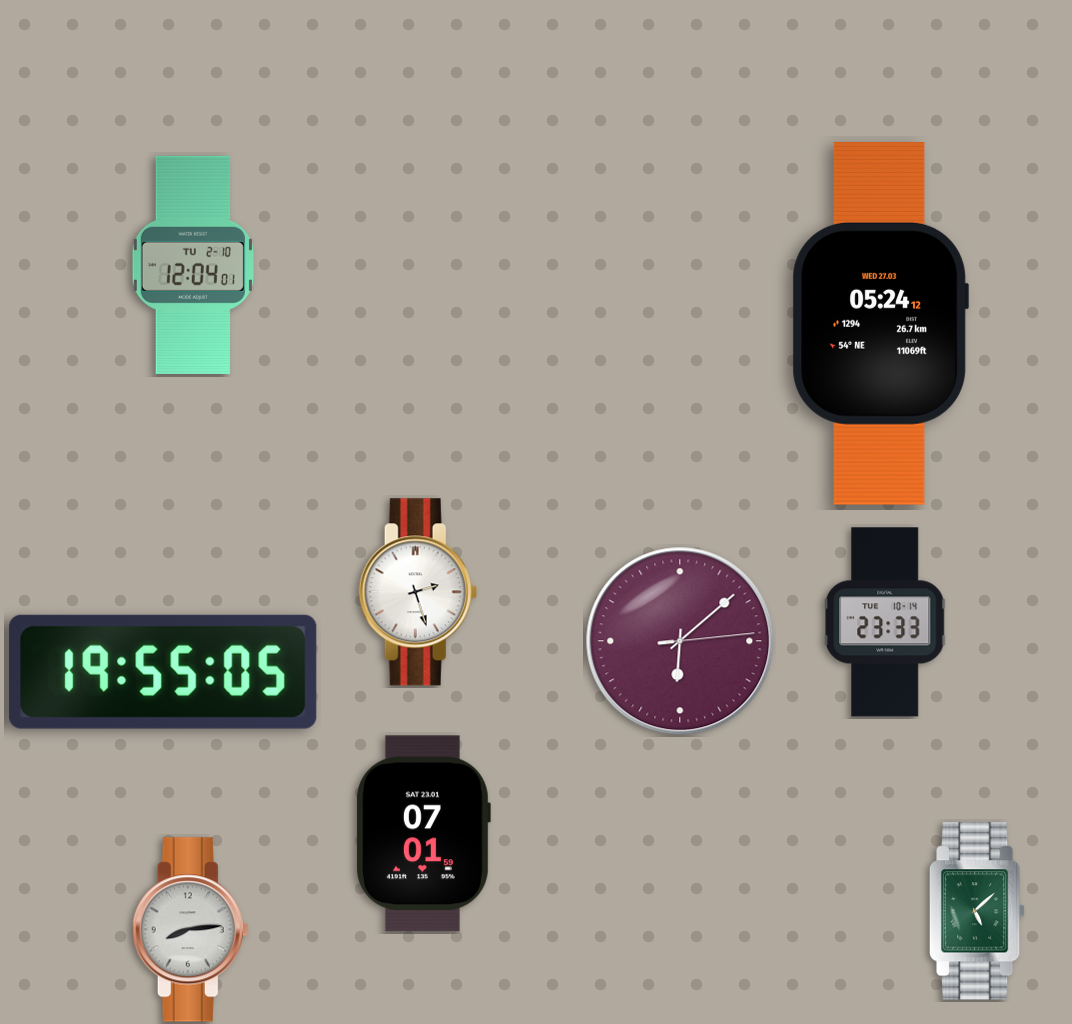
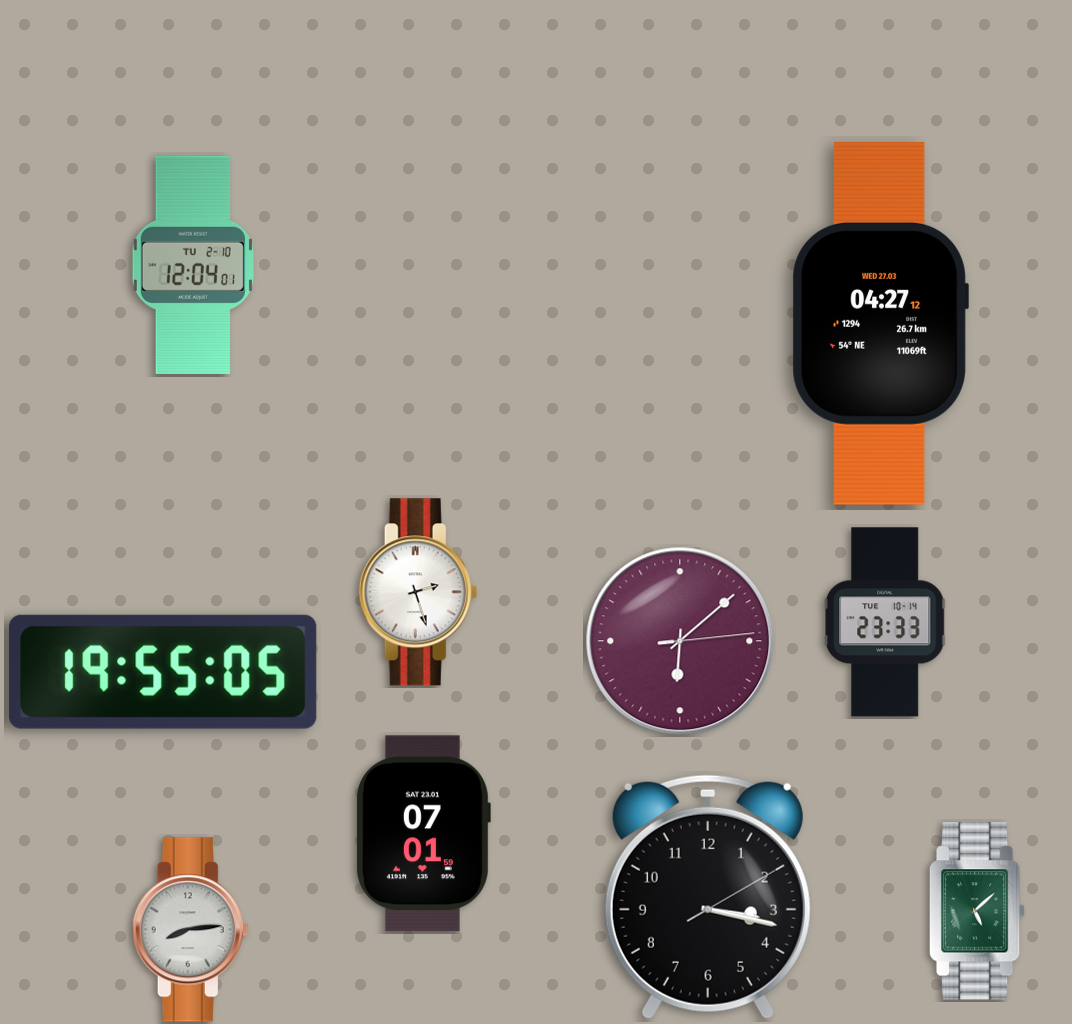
clock at (880, 323): 05:24 -> 04:27
clock at (708, 897): none -> 3:17
